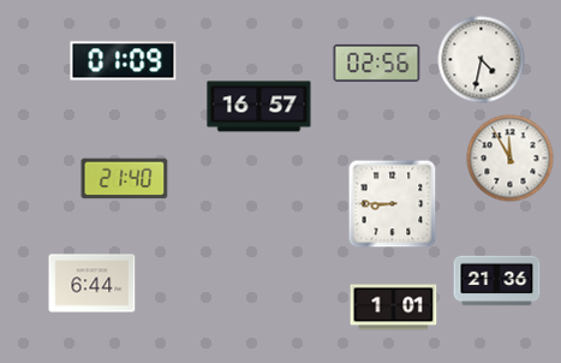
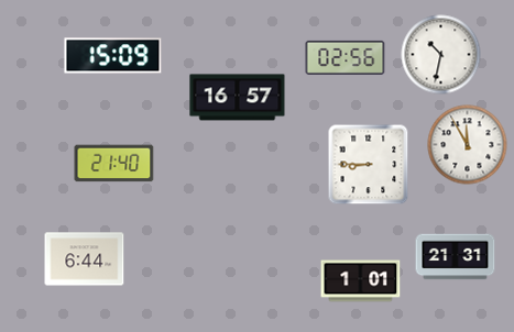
clock at (482, 60): 4:32 -> 10:32
clock at (124, 61): 01:09 -> 15:09
clock at (393, 204) position: (393, 204) -> (369, 165)
clock at (497, 281): 21:36 -> 21:31
